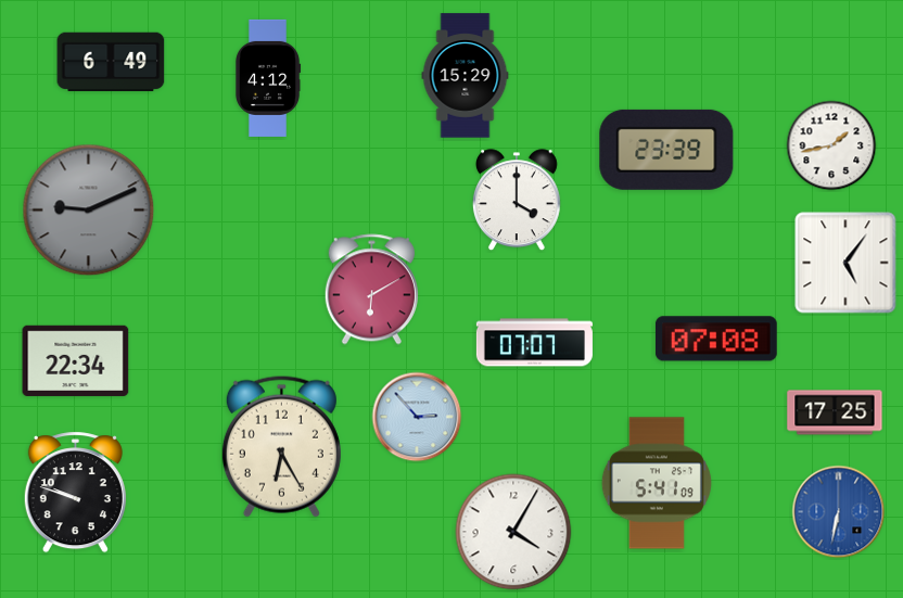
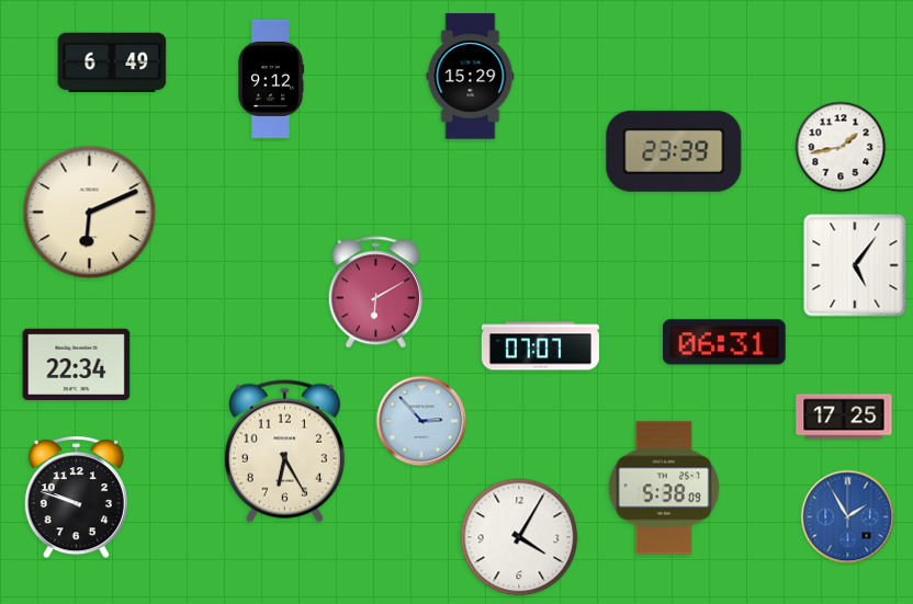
clock at (268, 78): 4:12 -> 9:12
clock at (517, 201): 4:00 -> none
clock at (89, 211): 9:11 -> 6:11
clock at (89, 211) dial: grey -> cream
clock at (716, 339): 07:08 -> 06:31
clock at (657, 483): 5:41 -> 5:38
clock at (839, 512): 6:32 -> 1:55
